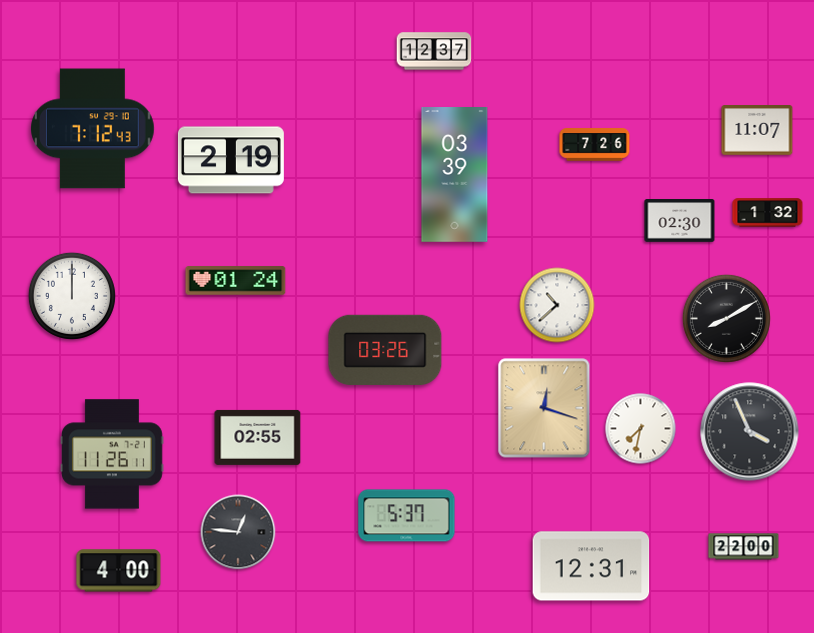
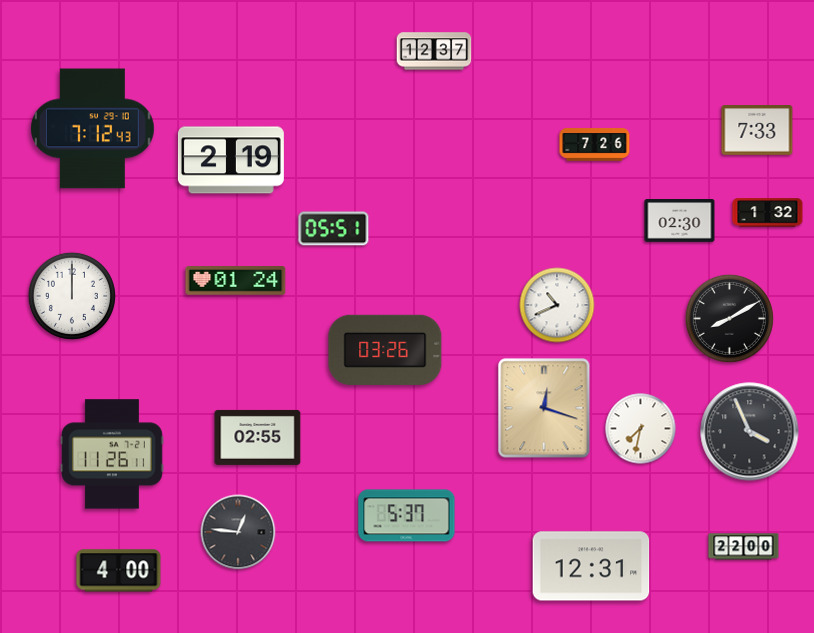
clock at (757, 131): 11:07 -> 7:33
clock at (455, 175): 03:39 -> none
clock at (334, 229): none -> 05:51
clock at (557, 305): 10:38 -> 10:41
clock at (726, 318) position: (726, 318) -> (729, 318)
